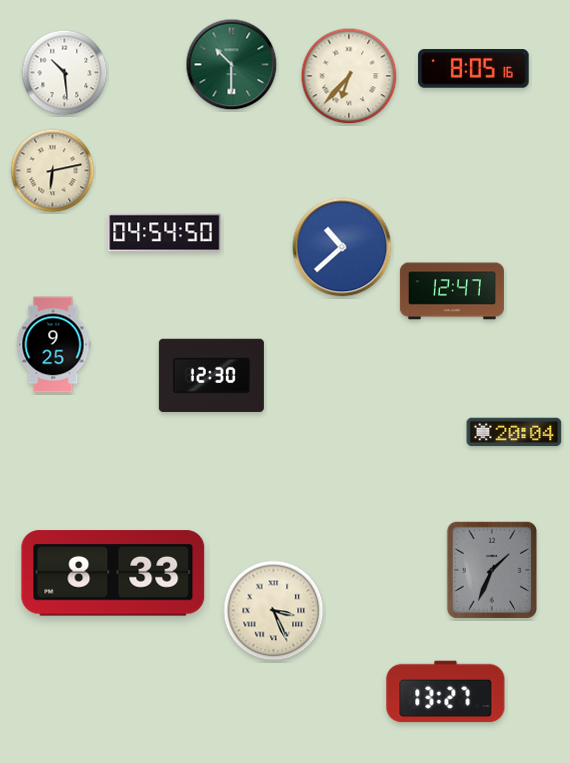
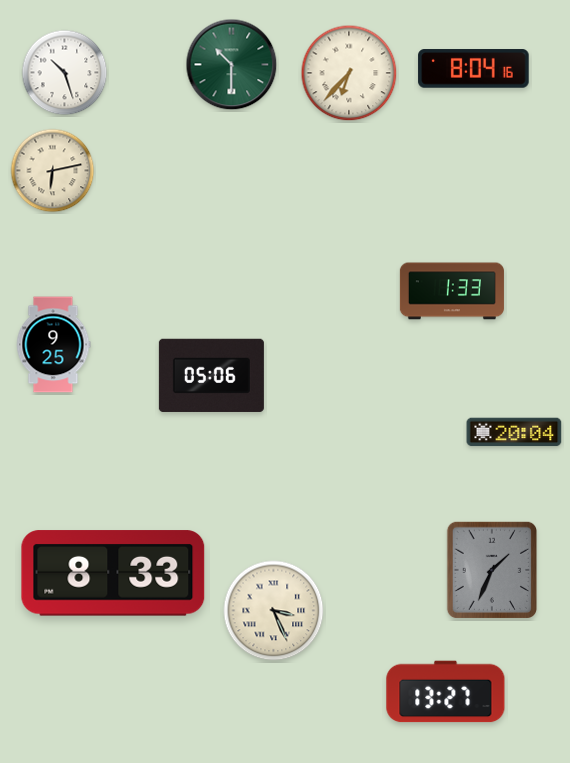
clock at (474, 69): 8:05 -> 8:04
clock at (65, 73): 10:29 -> 10:27
clock at (349, 76) position: (349, 76) -> (349, 73)
clock at (165, 233): 04:54 -> none
clock at (342, 247): 10:38 -> none
clock at (452, 291): 12:47 -> 1:33
clock at (211, 375): 12:30 -> 05:06
